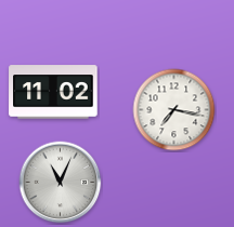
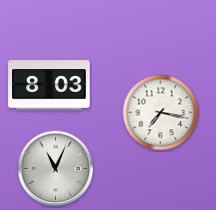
clock at (53, 92): 11:02 -> 8:03
clock at (174, 110) position: (174, 110) -> (161, 113)
